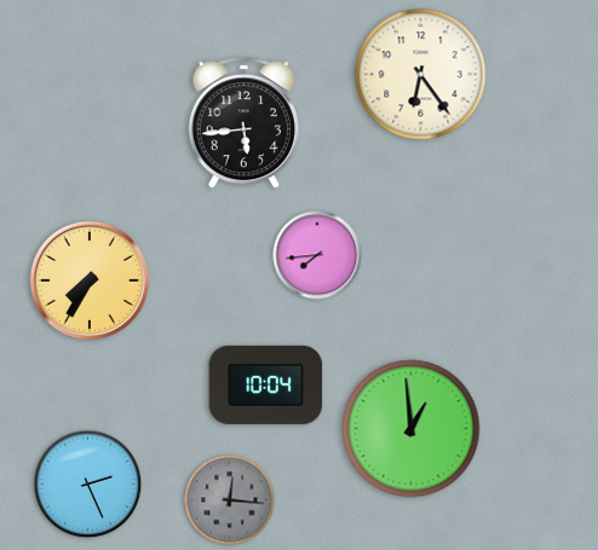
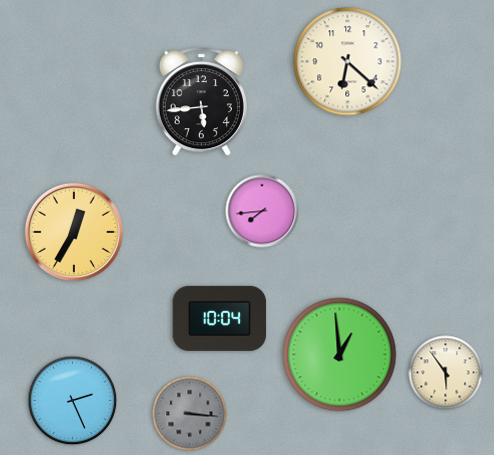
clock at (421, 75): 6:24 -> 6:22
clock at (90, 280): 7:35 -> 12:35
clock at (446, 373): none -> 5:54
clock at (230, 500): 12:16 -> 3:16
